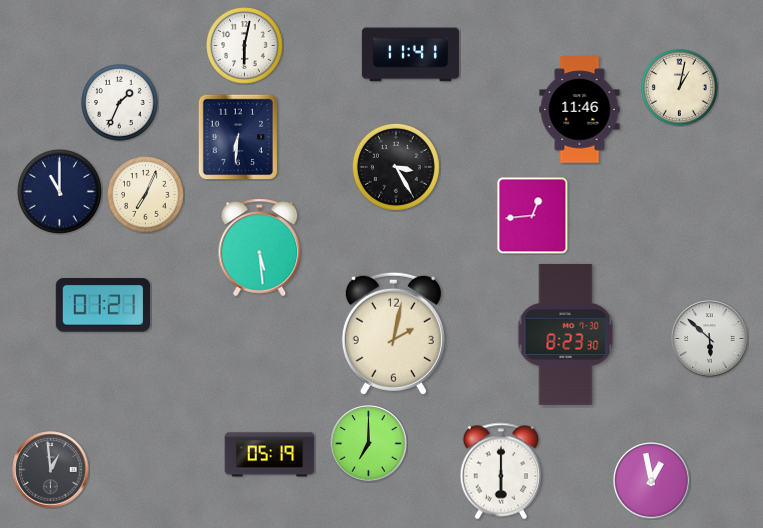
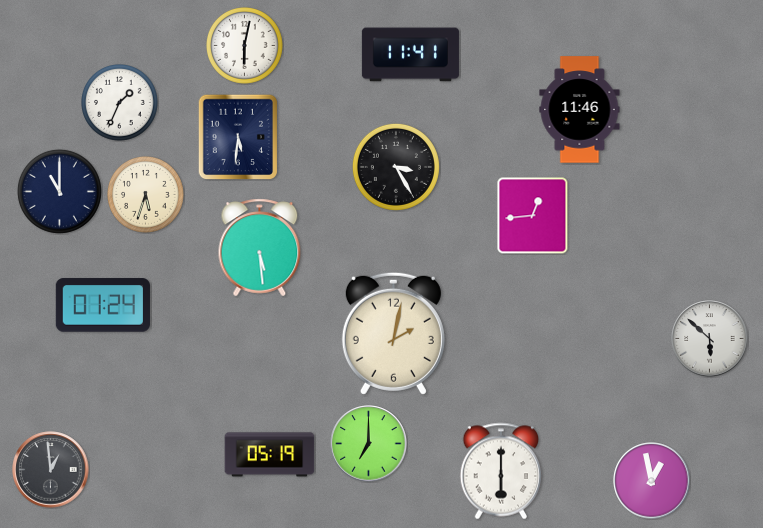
clock at (680, 88): 1:02 -> none
clock at (237, 136): 6:31 -> 5:31
clock at (146, 195): 7:04 -> 5:33
clock at (103, 305): 01:21 -> 01:24
clock at (566, 334): 8:23 -> none
